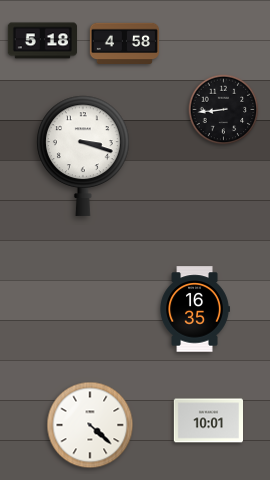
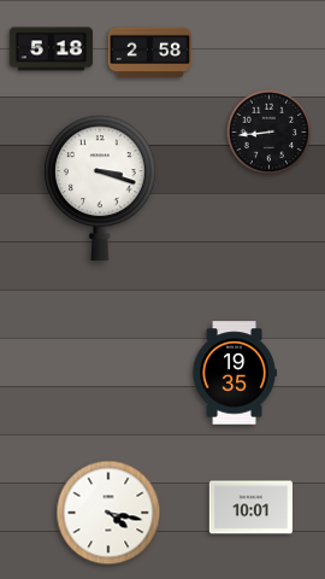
clock at (124, 44): 4:58 -> 2:58
clock at (195, 309): 16:35 -> 19:35
clock at (90, 425): 4:22 -> 4:17
